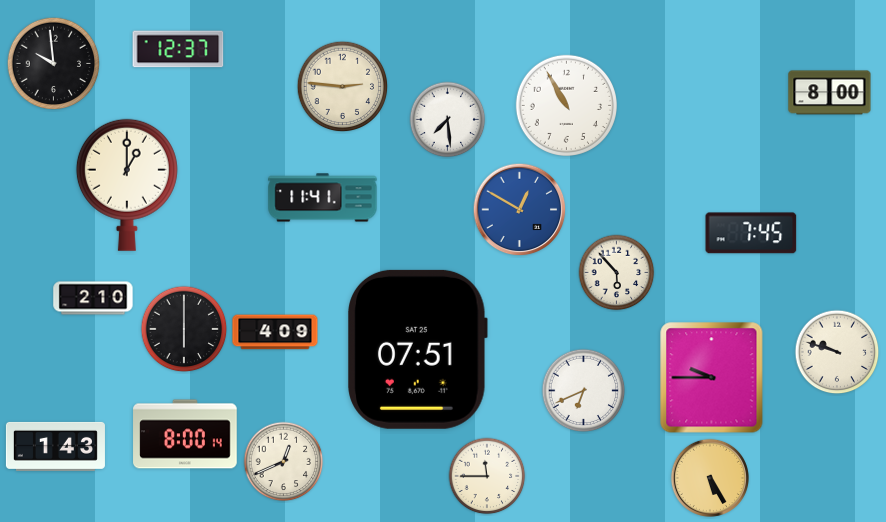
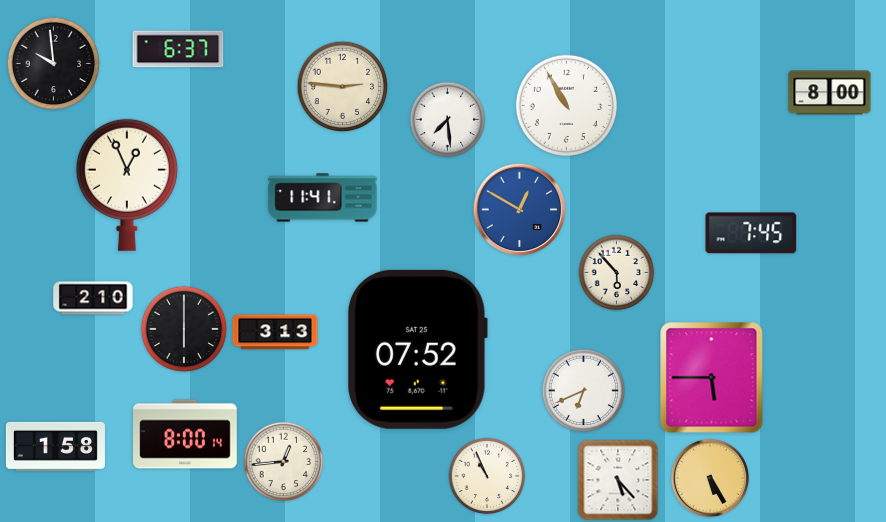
clock at (178, 49): 12:37 -> 6:37
clock at (127, 185): 1:00 -> 12:56
clock at (275, 332): 4:09 -> 3:13
clock at (418, 349): 07:51 -> 07:52
clock at (837, 352): 9:48 -> none
clock at (712, 378): 9:45 -> 5:45
clock at (55, 446): 1:43 -> 1:58
clock at (284, 462): 12:41 -> 12:44
clock at (487, 476): 11:45 -> 10:56
clock at (618, 480): none -> 5:23
